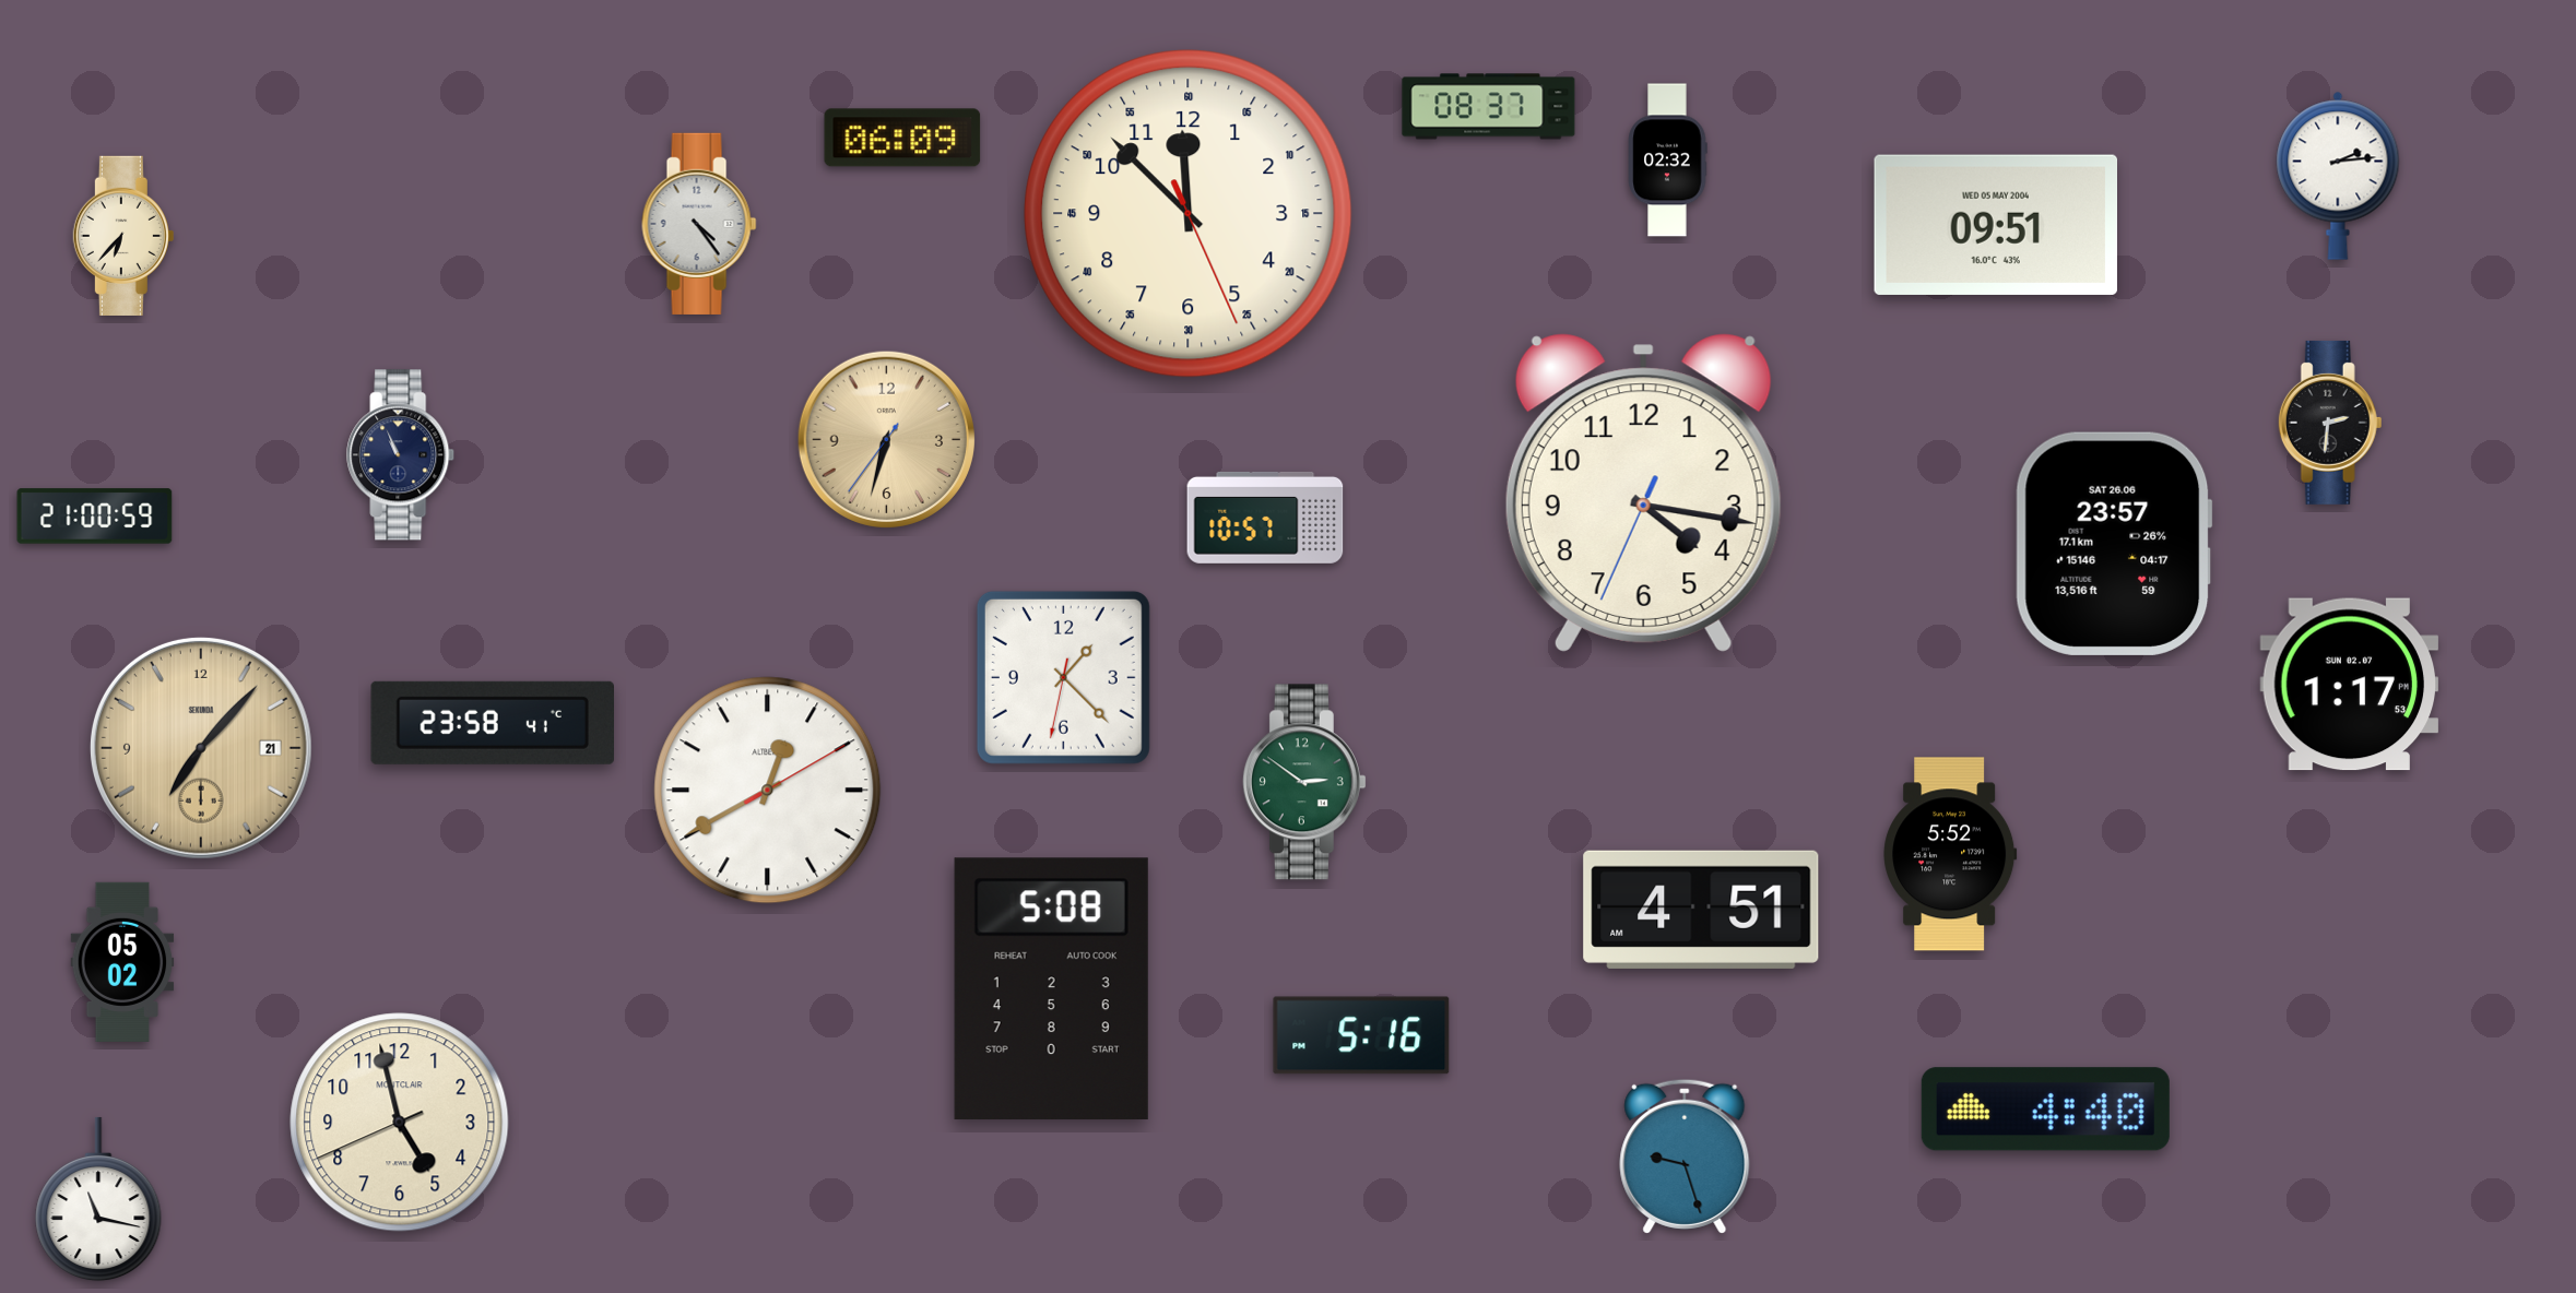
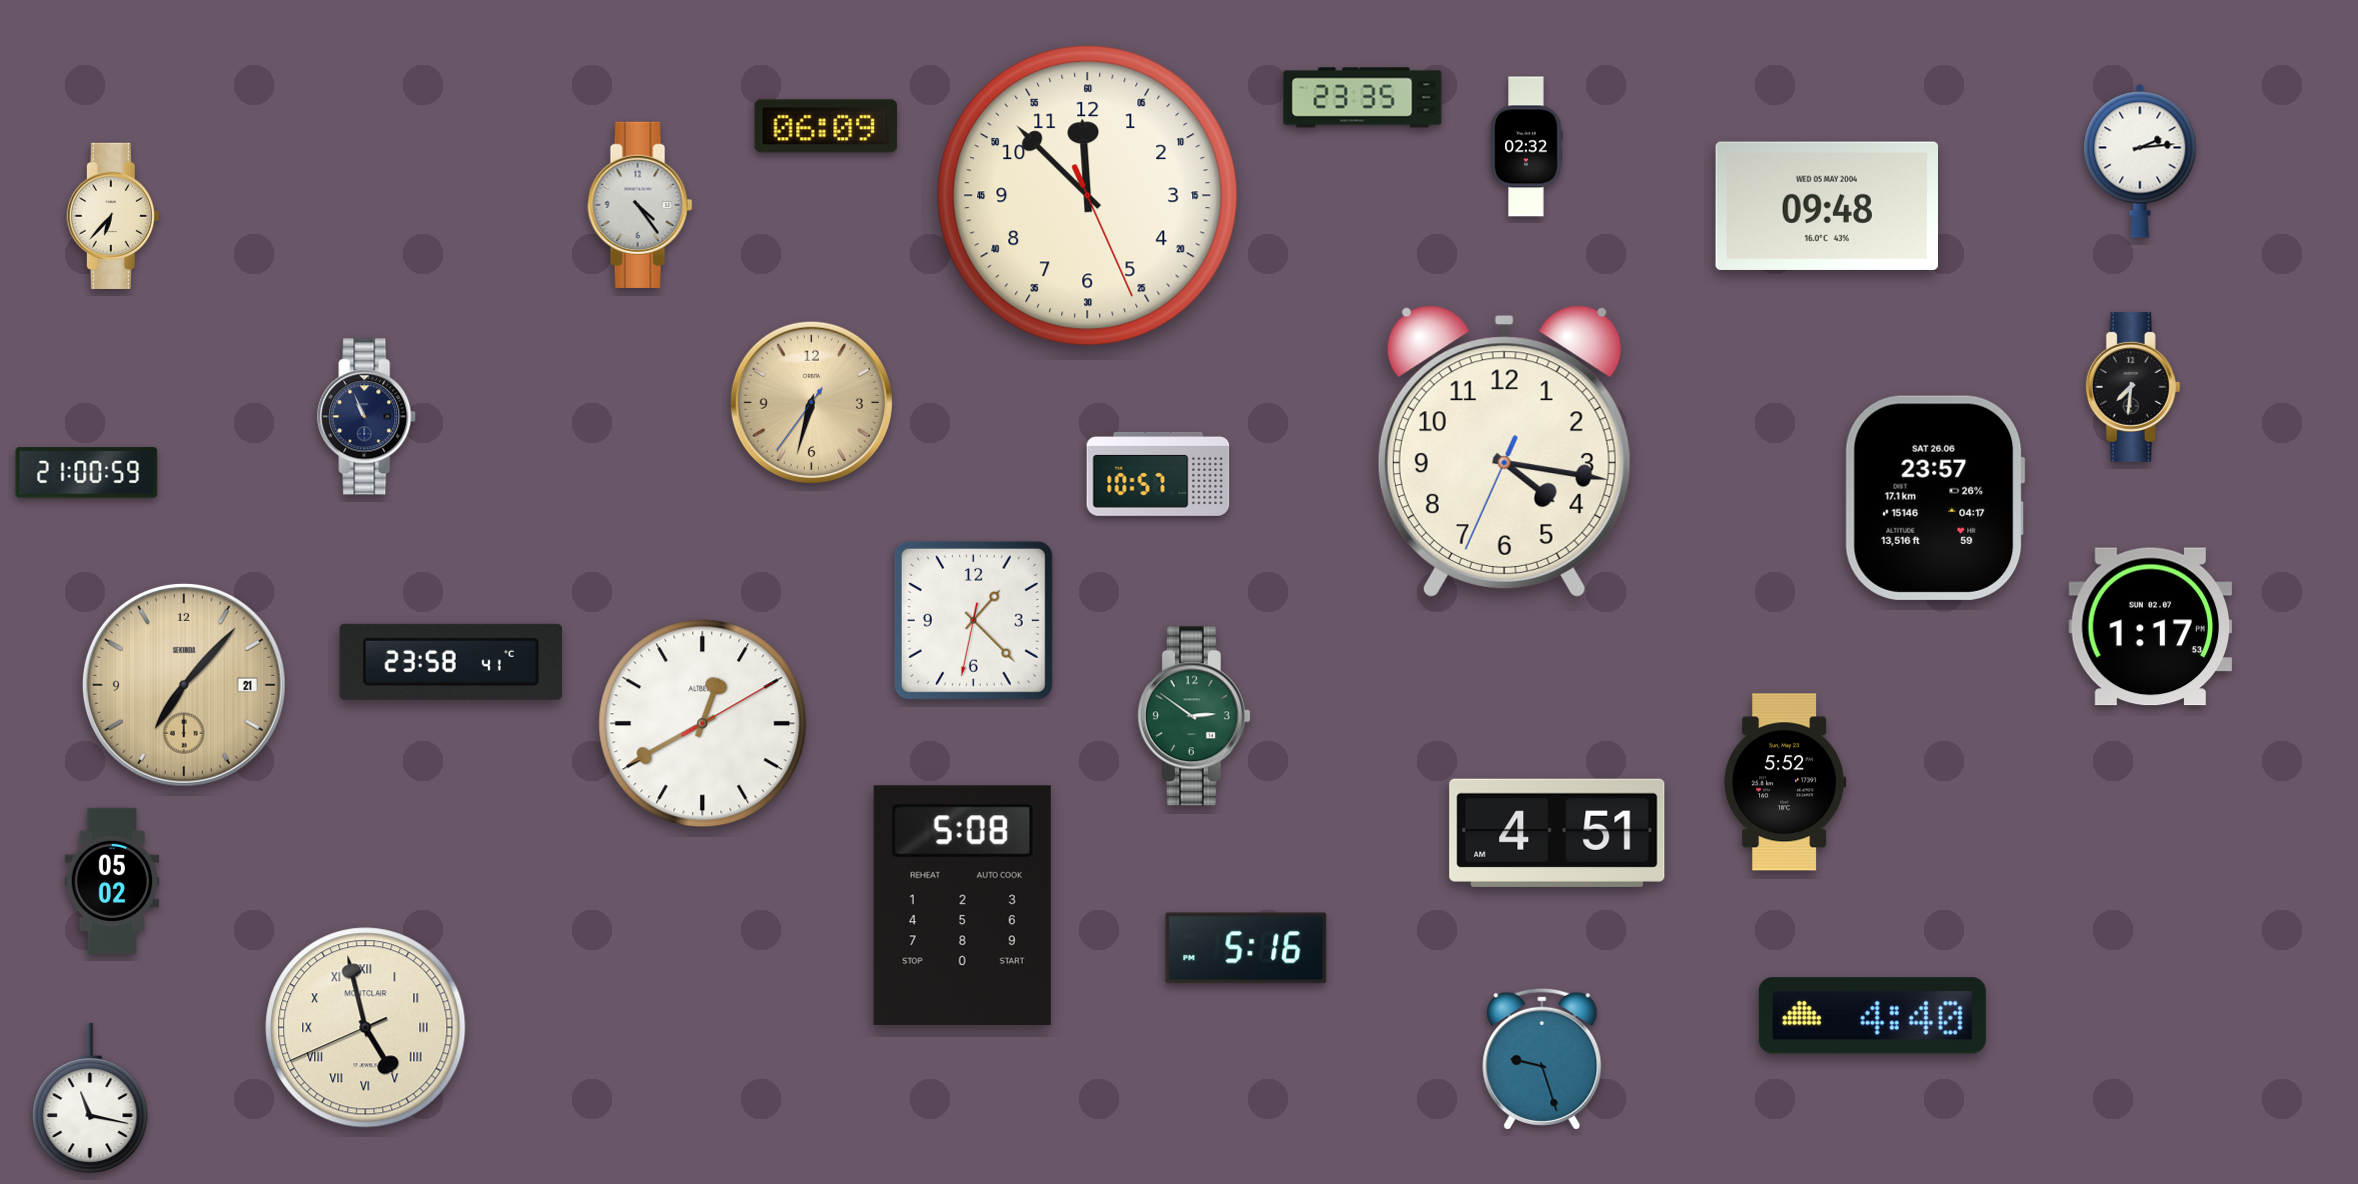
clock at (1489, 107): 08:37 -> 23:35
clock at (1995, 225): 09:51 -> 09:48
clock at (2330, 423): 2:31 -> 7:31
clock at (400, 1123) numerals: Arabic -> Roman
